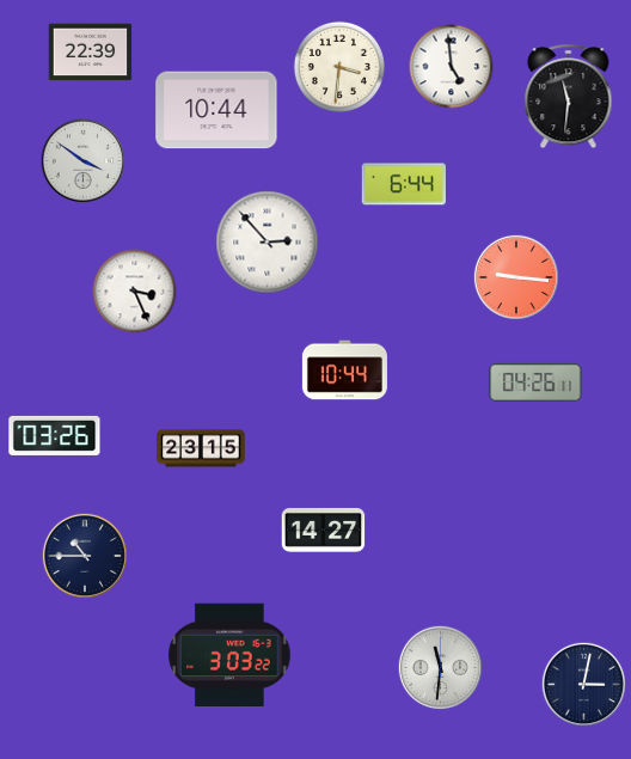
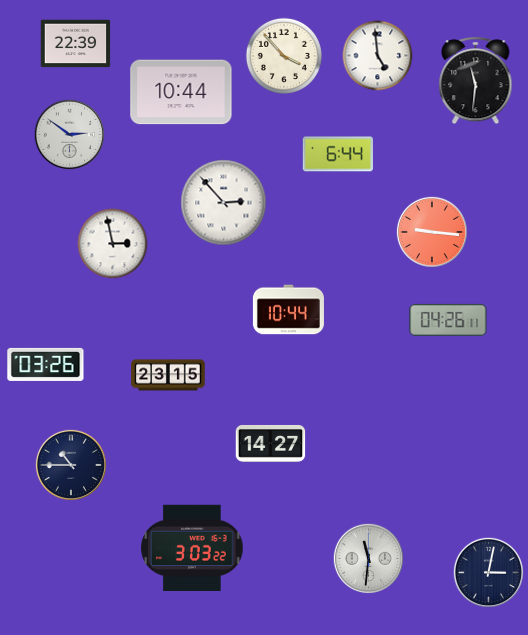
clock at (339, 67): 3:31 -> 3:53
clock at (84, 161): 3:51 -> 2:51
clock at (135, 292): 3:26 -> 2:58
